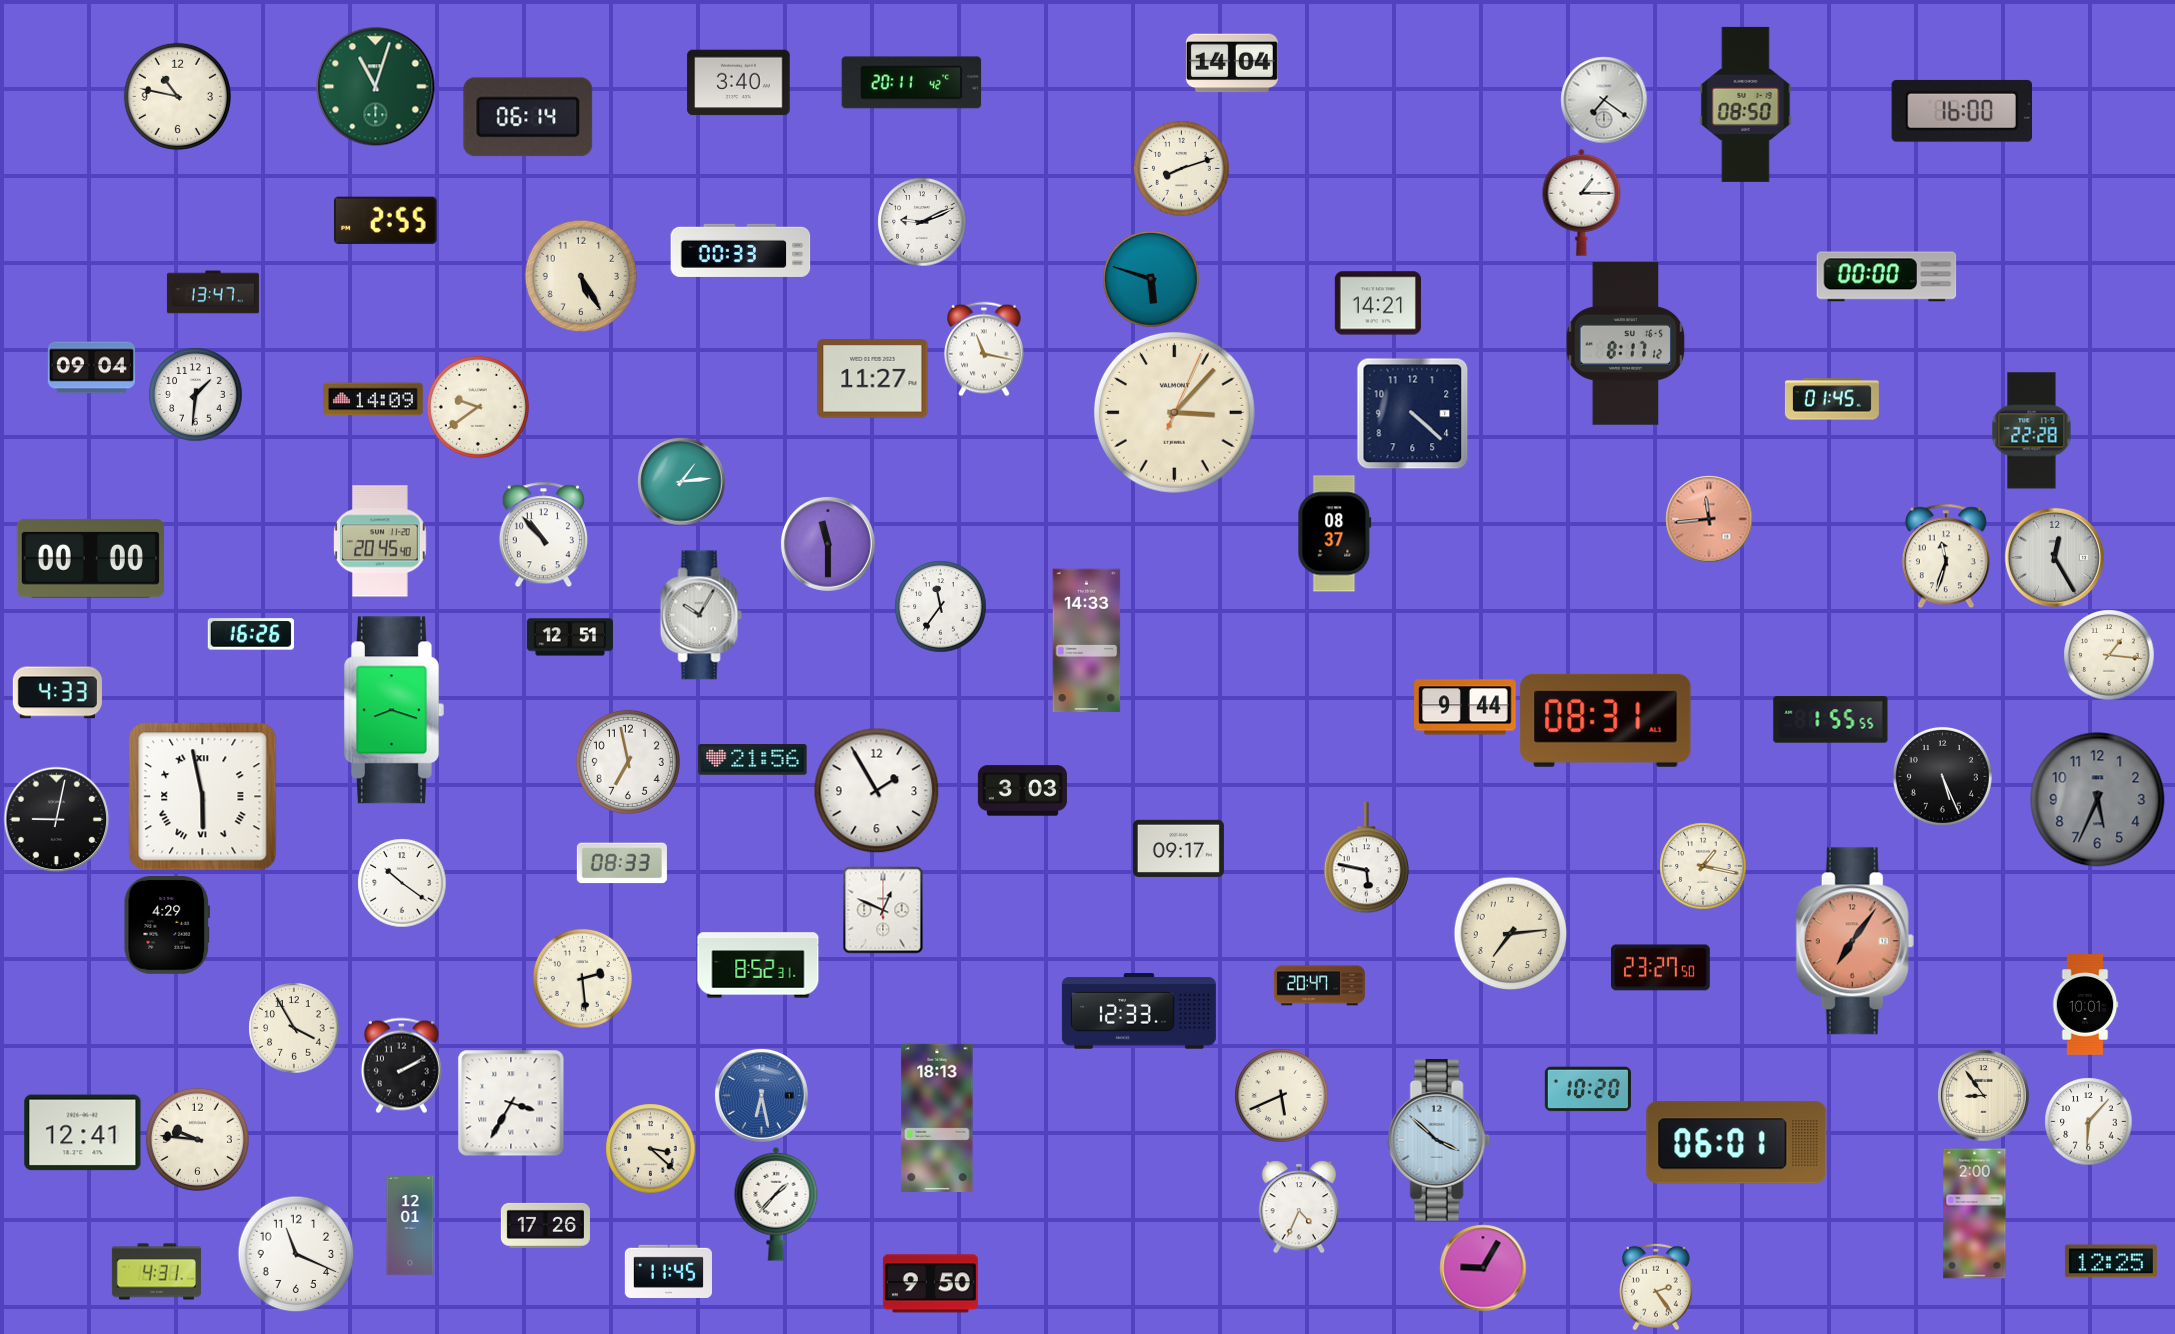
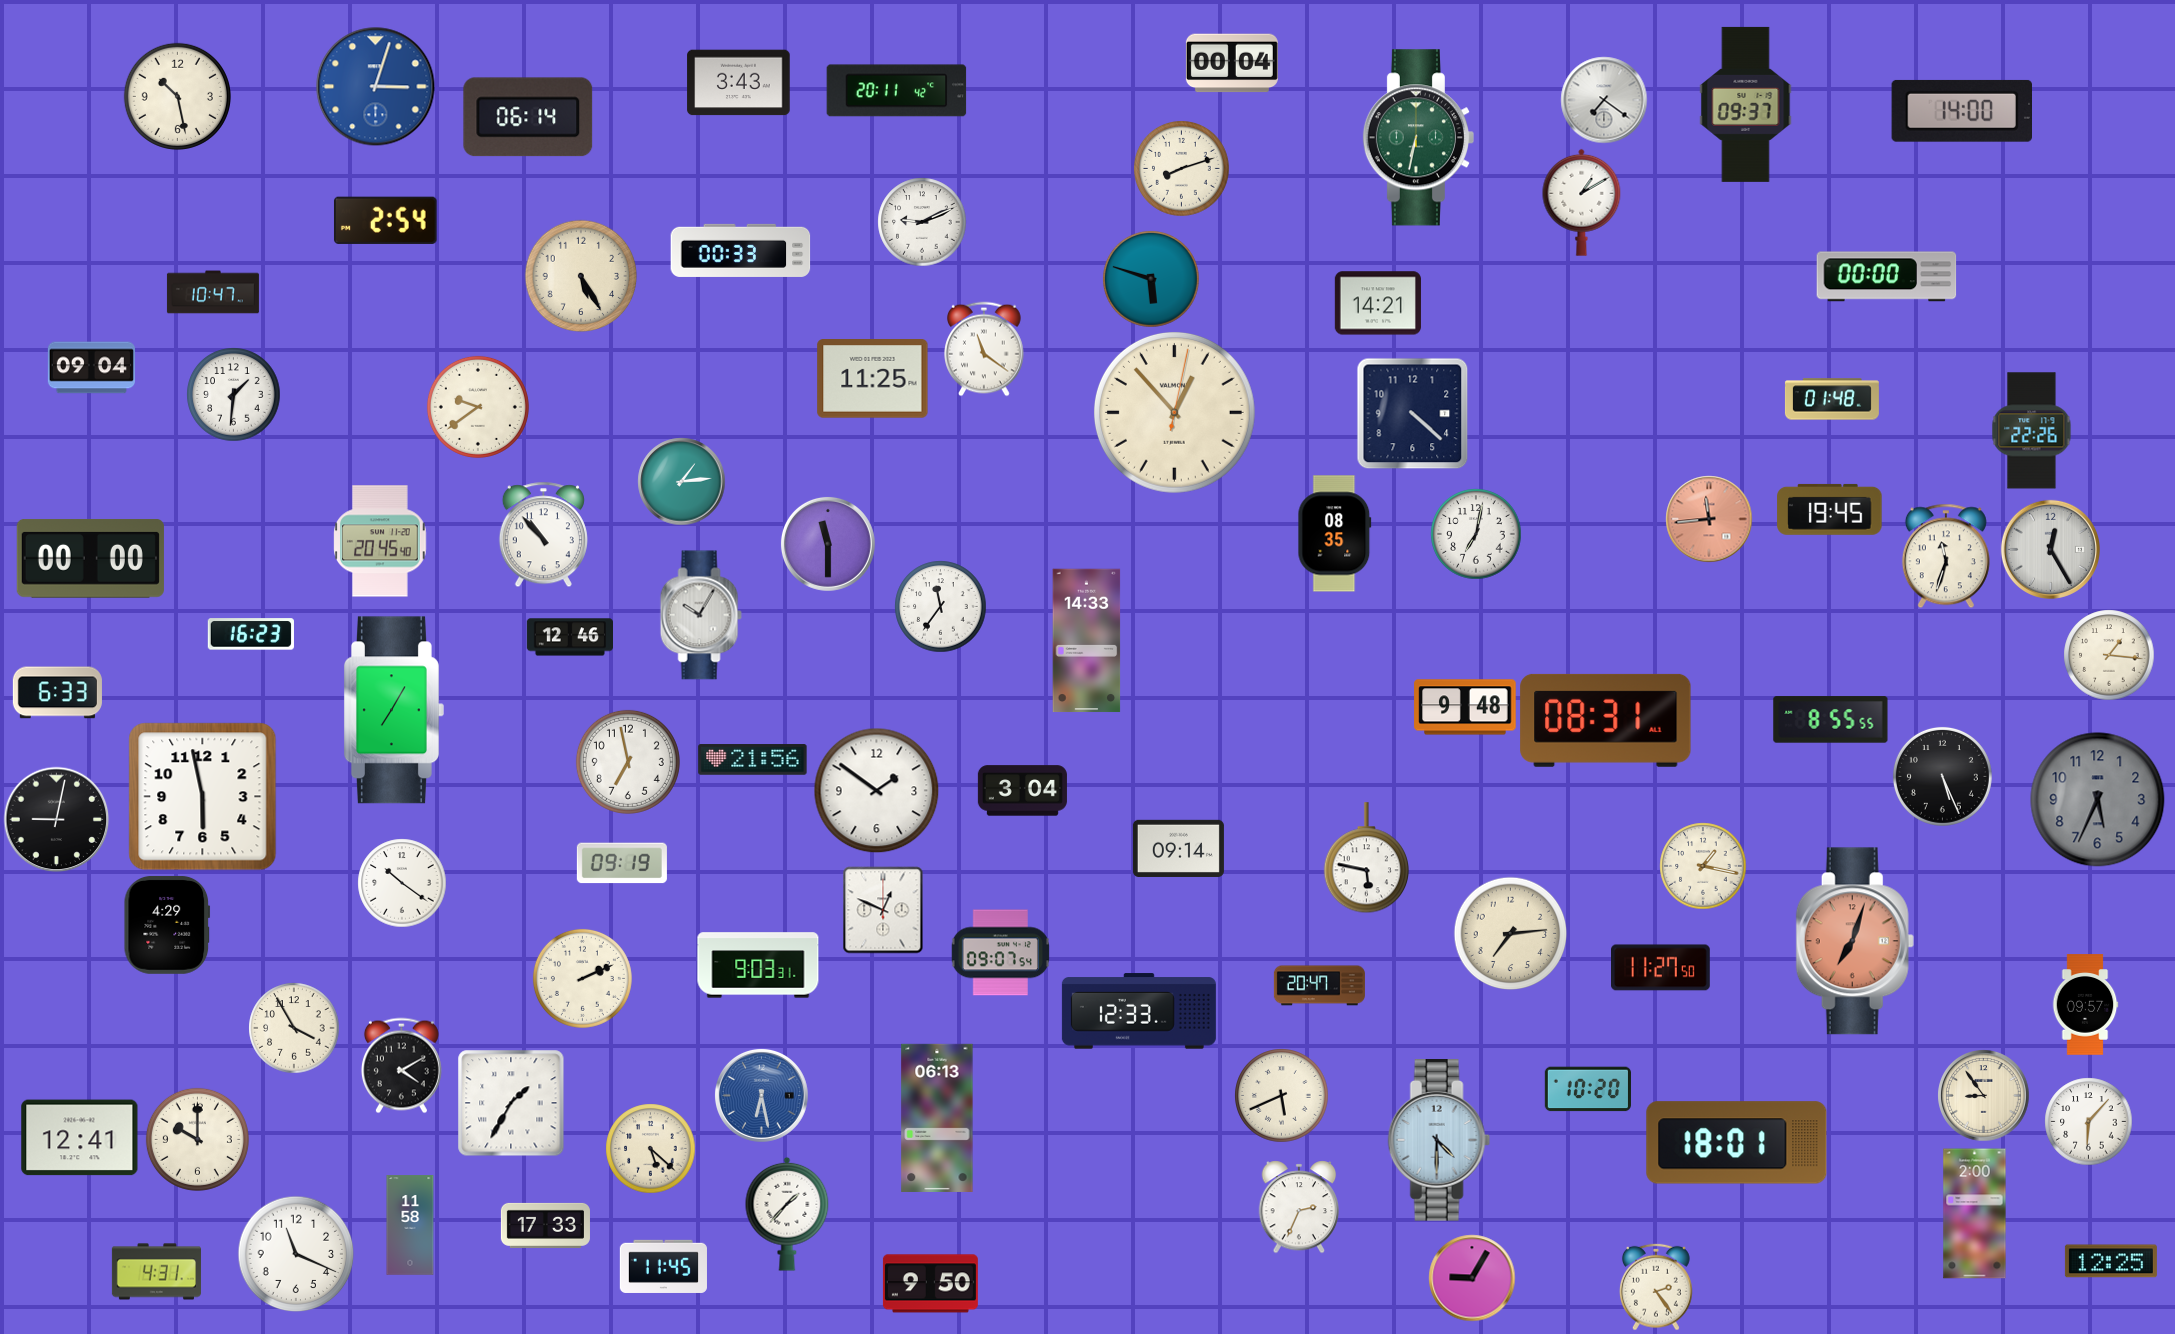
clock at (1232, 63): 14:04 -> 00:04
clock at (739, 83): 3:40 -> 3:43
clock at (912, 83) position: (912, 83) -> (897, 91)
clock at (376, 87): 11:03 -> 3:03
clock at (376, 87) dial: green -> blue
clock at (177, 96): 10:47 -> 10:28
clock at (1746, 104): 08:50 -> 09:37
clock at (1961, 111): 16:00 -> 14:00
clock at (1418, 138): none -> 6:32
clock at (1582, 202): 1:15 -> 1:10
clock at (385, 220): 2:55 -> 2:54
clock at (213, 292): 13:47 -> 10:47
clock at (1626, 344): 8:17 -> none
clock at (985, 349): 11:17 -> 11:21
clock at (873, 379): 11:27 -> 11:25
clock at (195, 394) position: (195, 394) -> (233, 394)
clock at (373, 399): 14:09 -> none
clock at (1832, 399): 01:45 -> 01:48
clock at (1174, 412): 3:07 -> 12:53
clock at (2032, 431): 22:28 -> 22:26
clock at (1830, 509): none -> 19:45
clock at (1335, 534): 08:37 -> 08:35
clock at (1476, 534): none -> 7:02
clock at (2054, 557) position: (2054, 557) -> (2050, 549)
clock at (251, 634): 16:26 -> 16:23
clock at (569, 637): 12:51 -> 12:46
clock at (57, 693): 4:33 -> 6:33
clock at (1465, 707): 9:44 -> 9:48
clock at (394, 710): 8:18 -> 7:05
clock at (1831, 720): 1:55 -> 8:55
clock at (876, 790): 1:55 -> 1:51
clock at (1022, 791): 3:03 -> 3:04
clock at (203, 797) numerals: Roman -> Arabic
clock at (1178, 848): 09:17 -> 09:14
clock at (622, 863): 08:33 -> 09:19
clock at (1855, 941): 7:06 -> 7:03
clock at (1000, 953): none -> 09:07
clock at (758, 965): 8:52 -> 9:03
clock at (1661, 968): 23:27 -> 11:27
clock at (582, 978): 2:29 -> 2:11
clock at (2085, 1005): 10:01 -> 09:57
clock at (401, 1065): 2:10 -> 4:10
clock at (511, 1103): 3:35 -> 1:35
clock at (937, 1118): 18:13 -> 06:13
clock at (83, 1133) position: (83, 1133) -> (80, 1138)
clock at (197, 1139): 9:46 -> 10:00
clock at (1439, 1141): 3:52 -> 4:30
clock at (1737, 1143): 06:01 -> 18:01
clock at (650, 1148): 3:22 -> 5:22
clock at (776, 1204) position: (776, 1204) -> (787, 1214)
clock at (1299, 1207): 4:34 -> 2:34
clock at (410, 1225): 12:01 -> 11:58
clock at (545, 1225): 17:26 -> 17:33
clock at (1483, 1268) position: (1483, 1268) -> (1472, 1278)
clock at (668, 1271) position: (668, 1271) -> (663, 1266)
